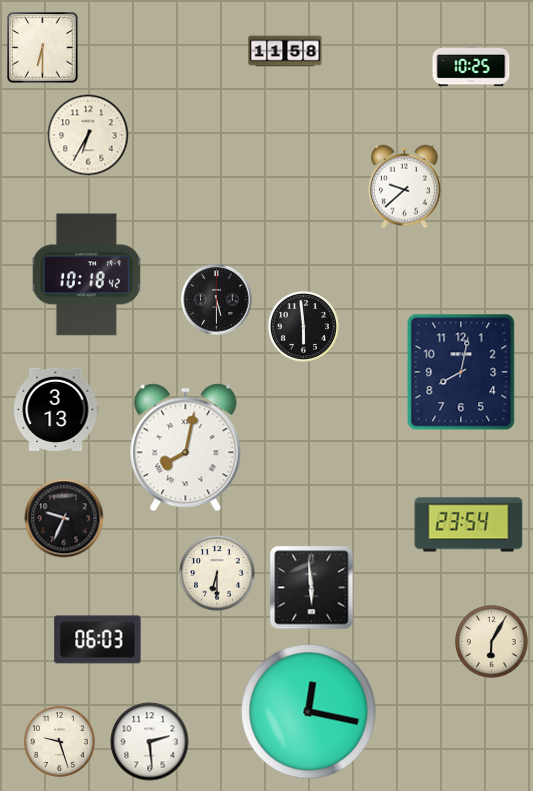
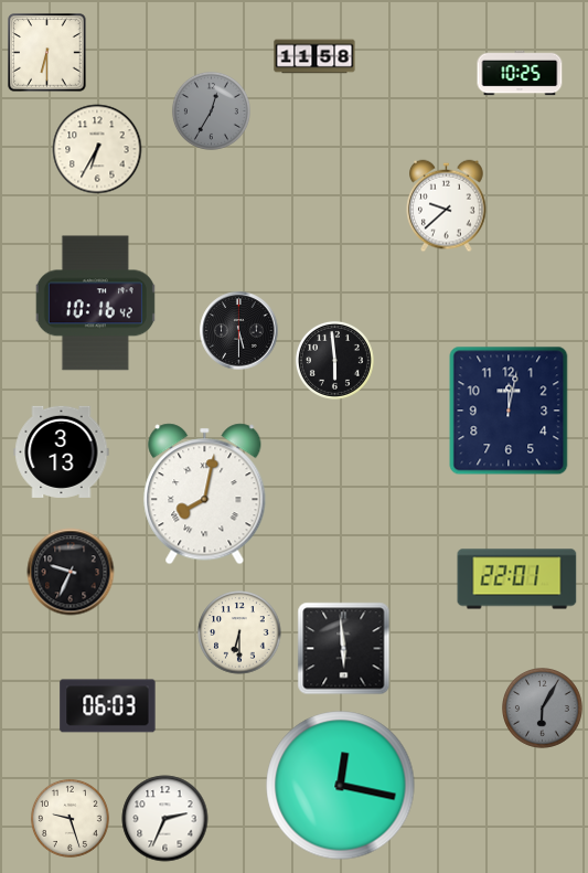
clock at (211, 110): none -> 12:35
clock at (86, 275): 10:18 -> 10:16
clock at (461, 372): 8:02 -> 12:02
clock at (469, 525): 23:54 -> 22:01
clock at (492, 642) dial: cream -> grey
clock at (59, 741) position: (59, 741) -> (70, 818)
clock at (150, 742): 2:29 -> 2:34
